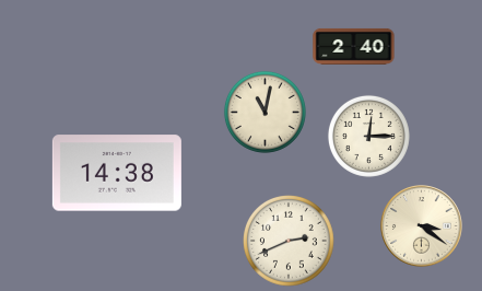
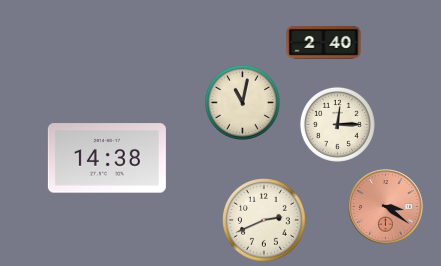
clock at (422, 226) dial: cream -> salmon
